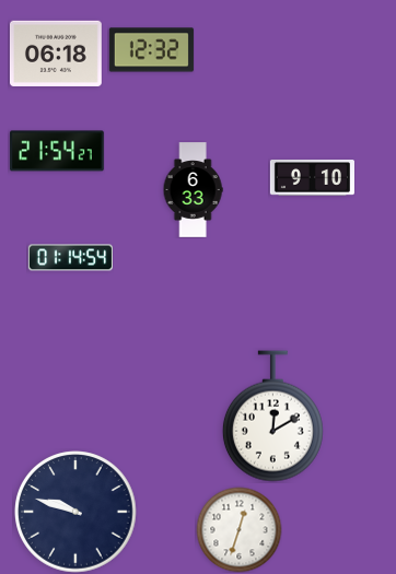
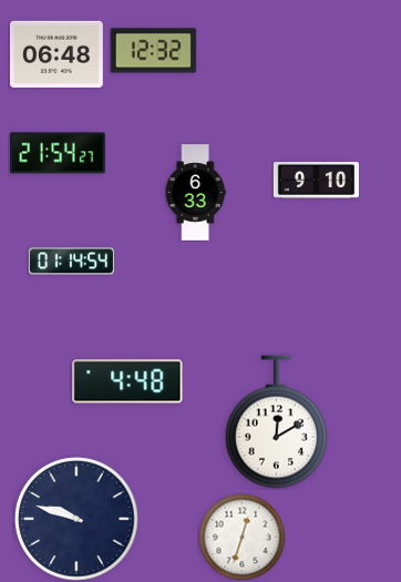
clock at (56, 54): 06:18 -> 06:48
clock at (127, 381): none -> 4:48
